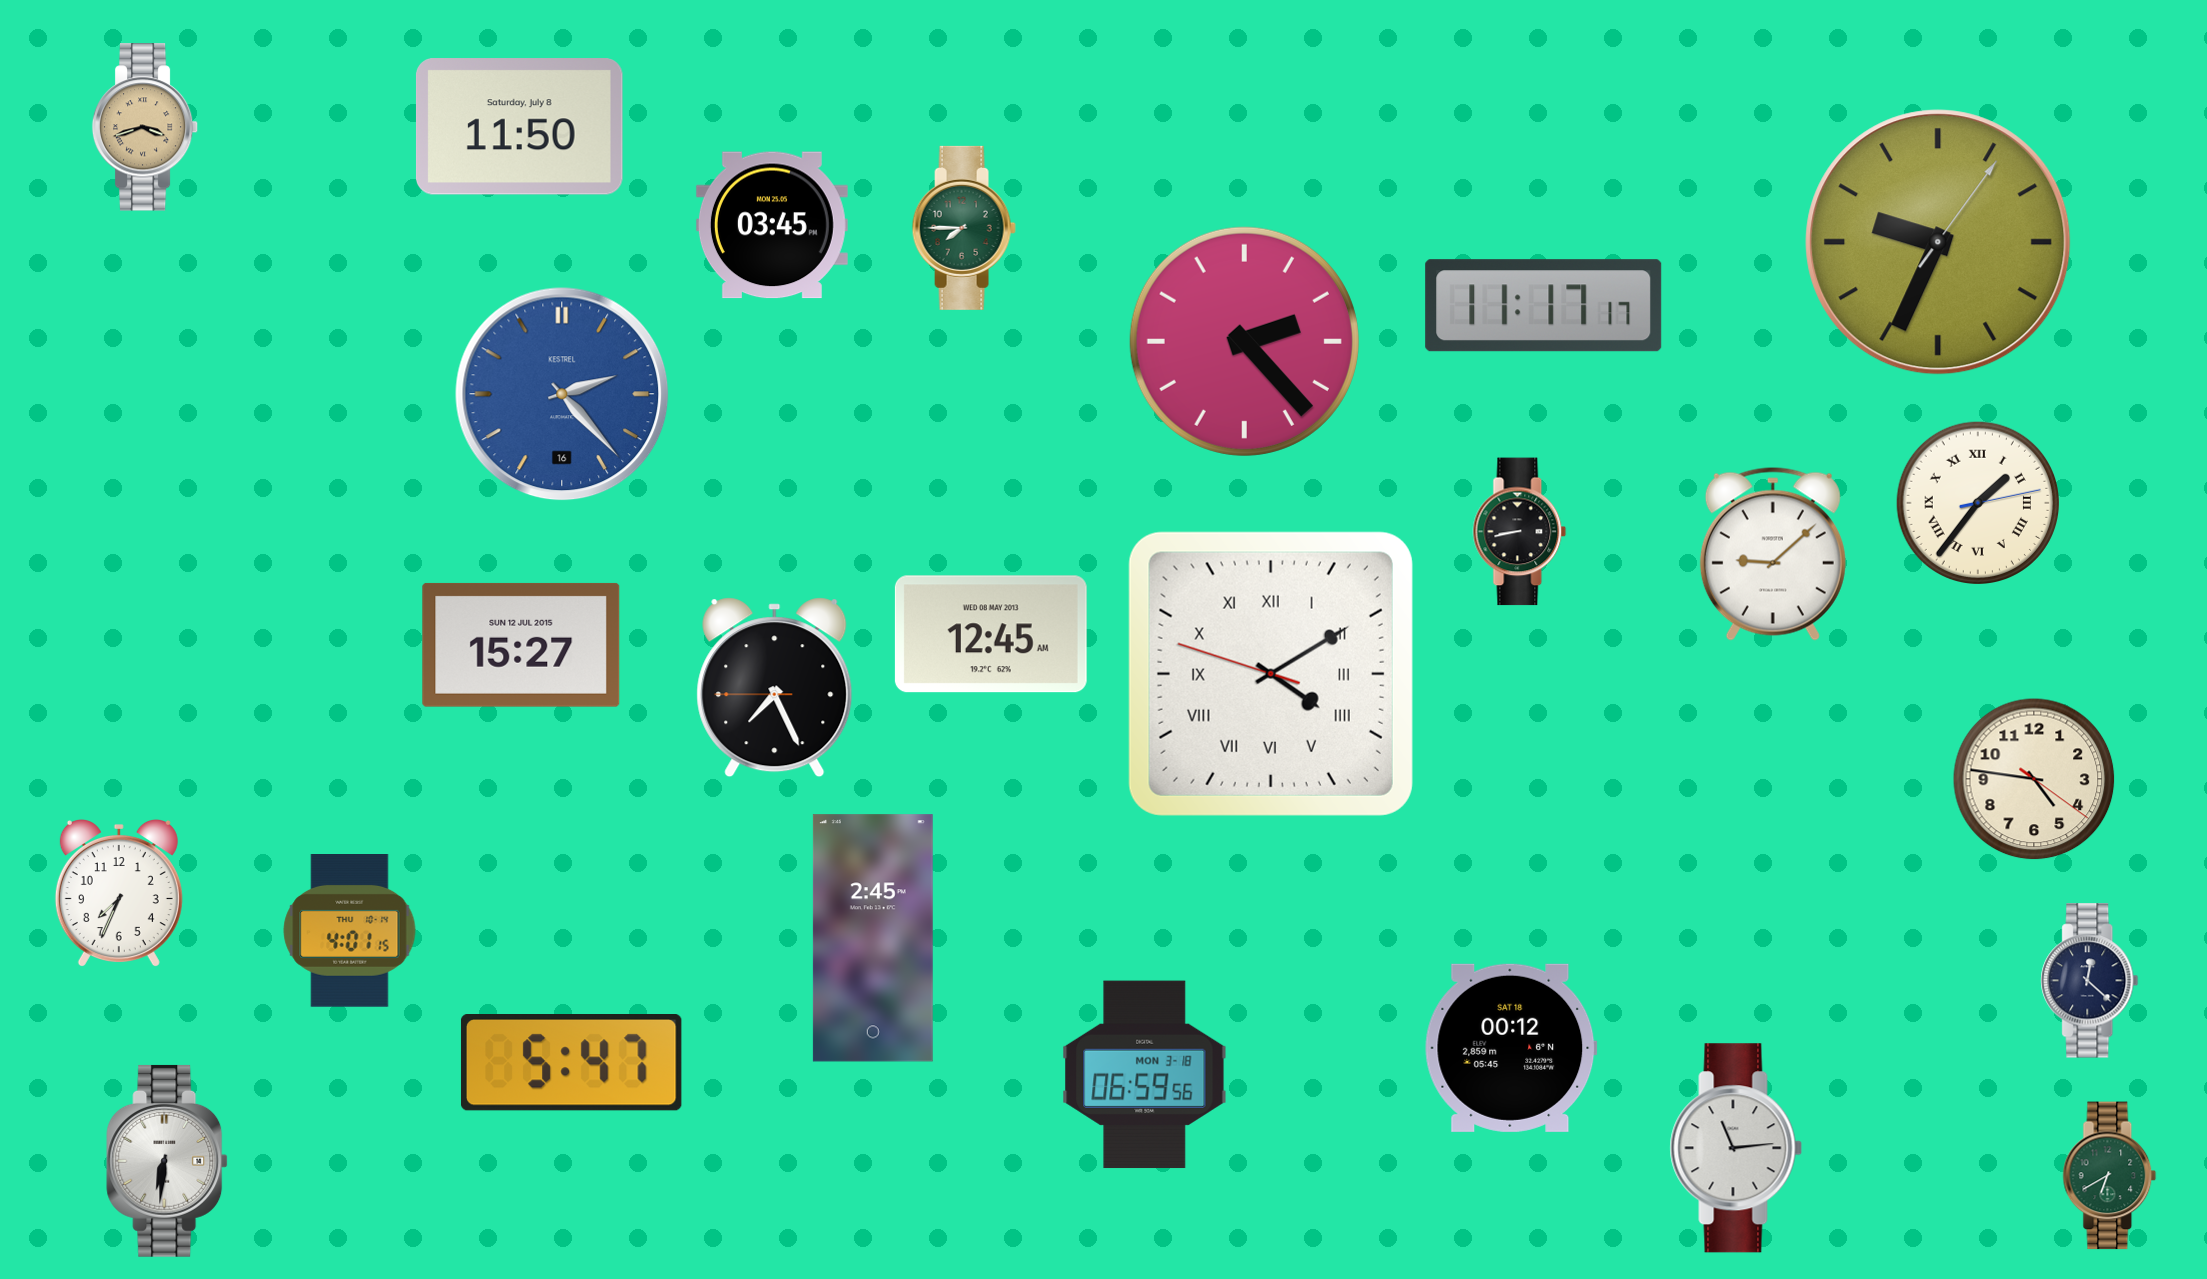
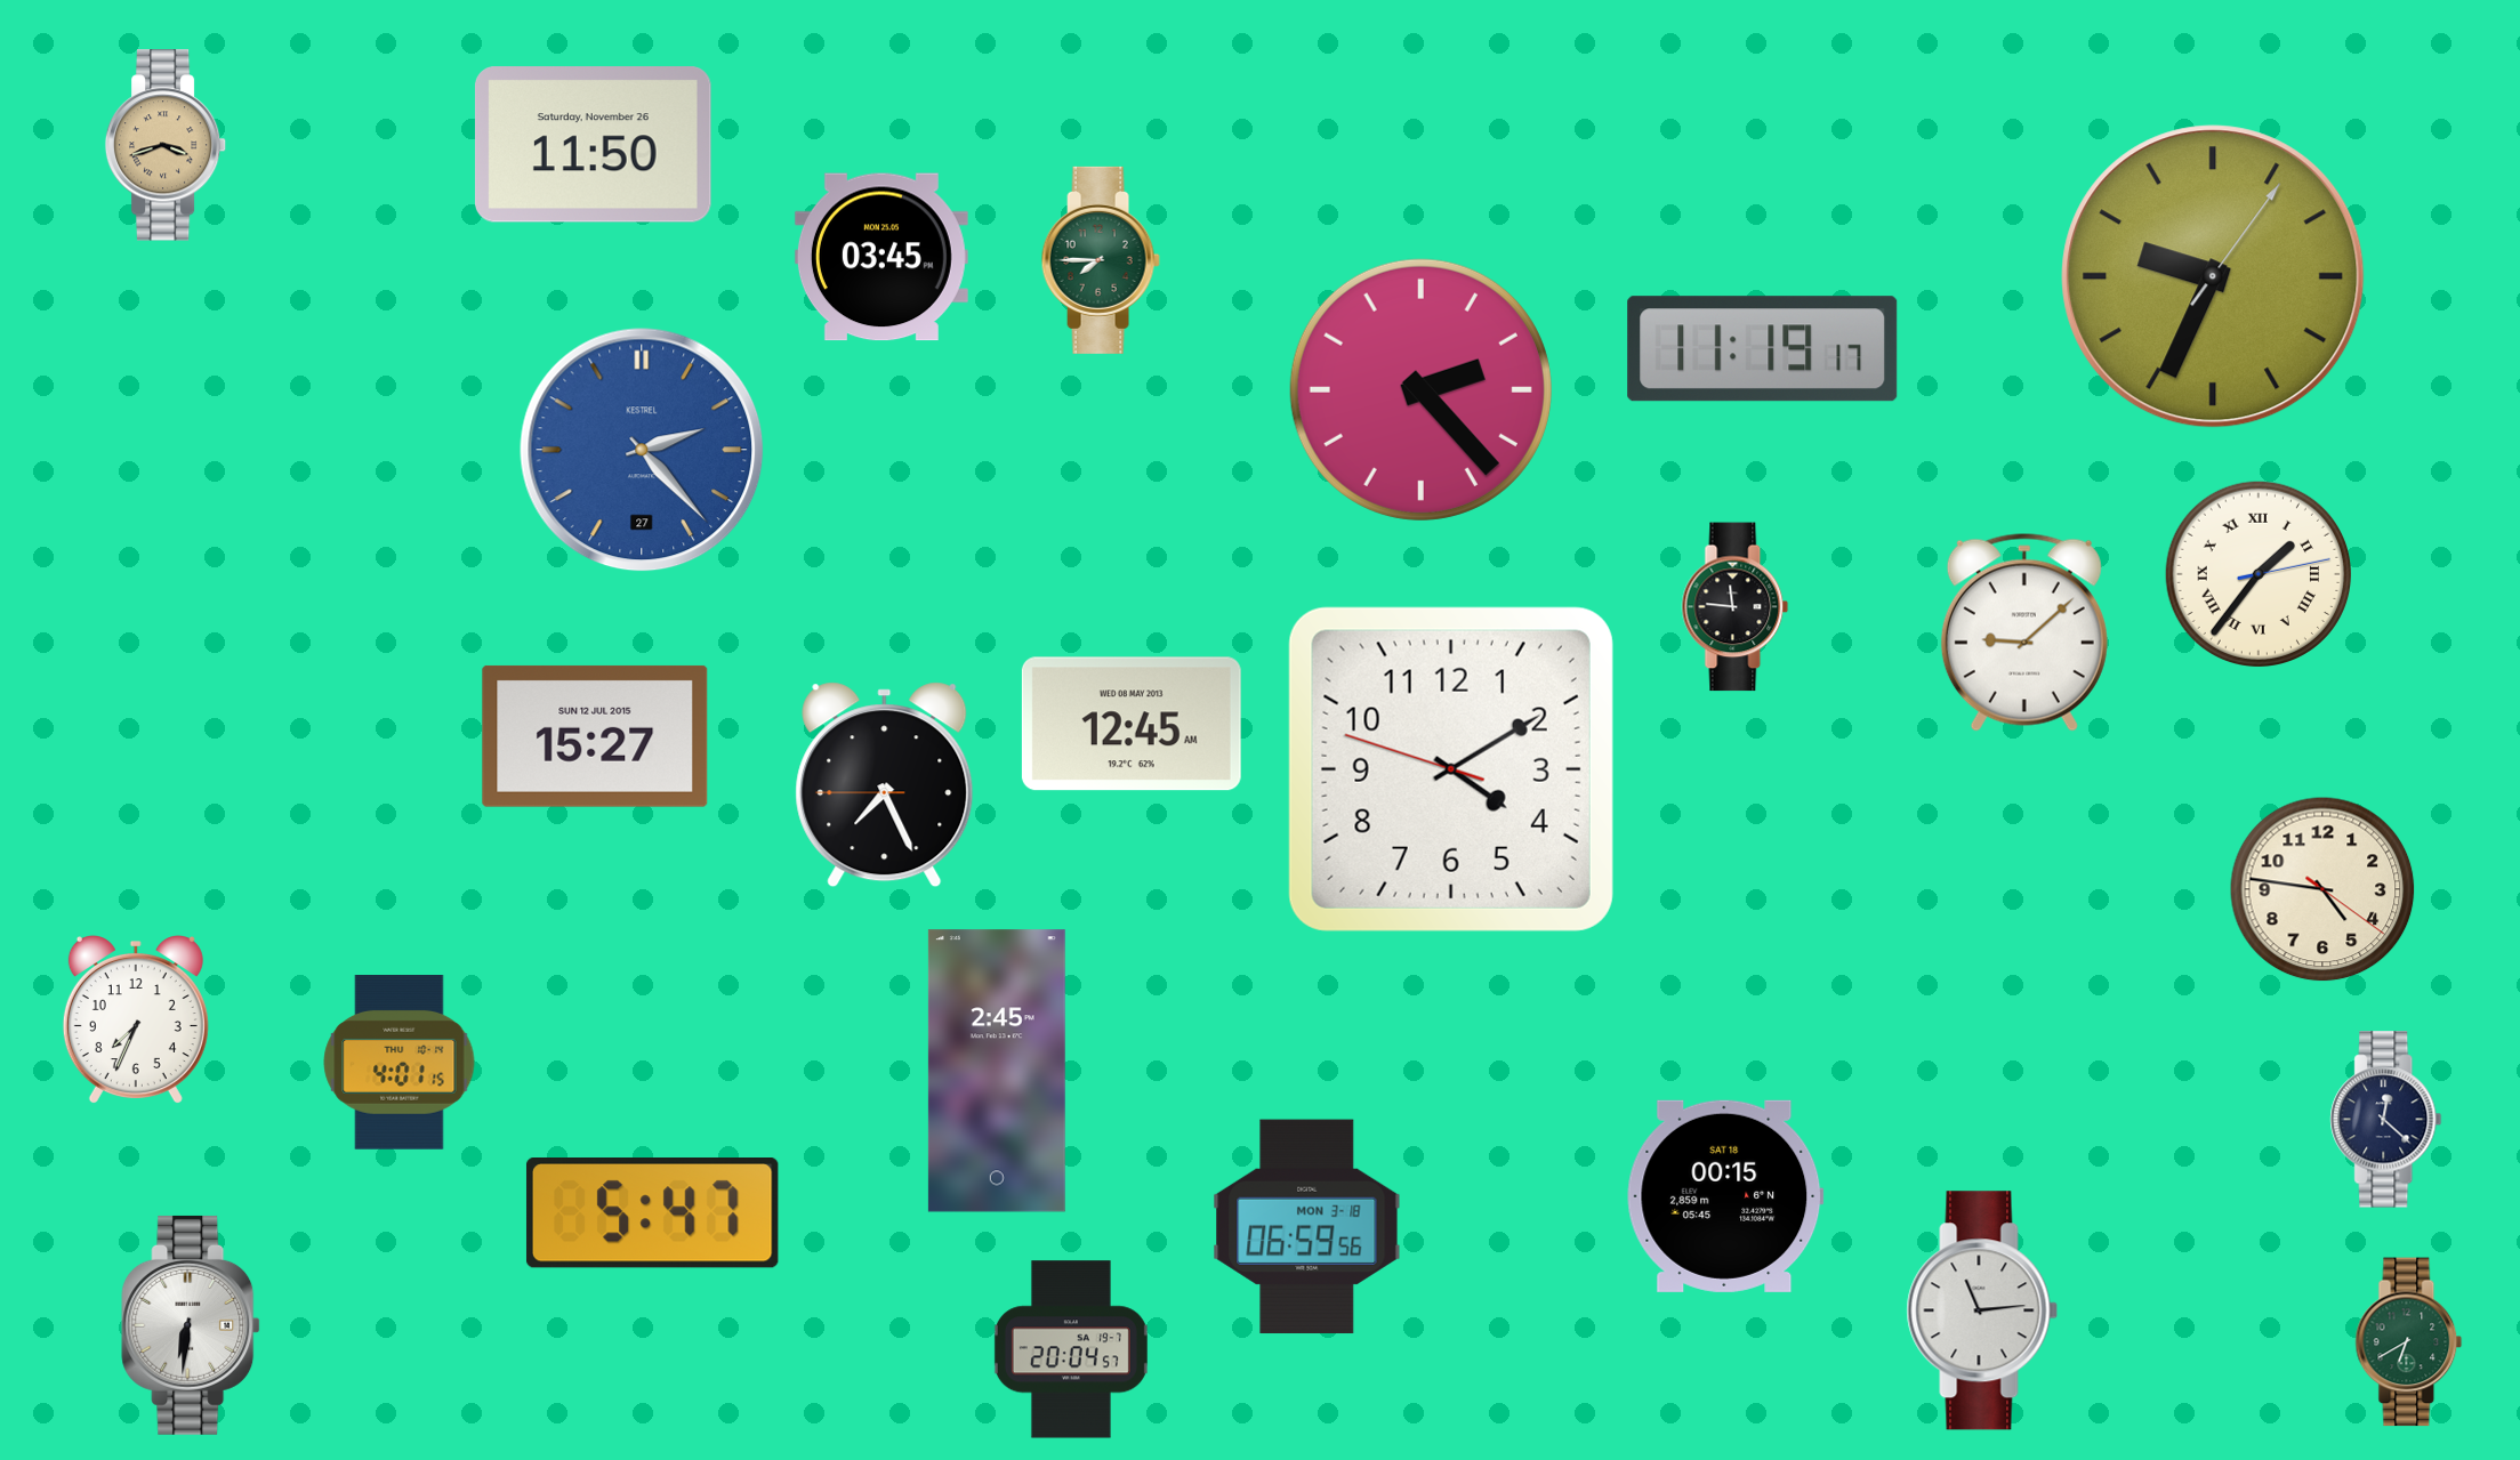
clock at (519, 127) date: Saturday, July 8 -> Saturday, November 26
clock at (1544, 306): 11:17 -> 11:19
clock at (562, 394) date: 16 -> 27
clock at (1520, 532): 8:43 -> 11:46
clock at (1271, 674) numerals: Roman -> Arabic
clock at (1511, 1048): 00:12 -> 00:15
clock at (1071, 1349): none -> 20:04
